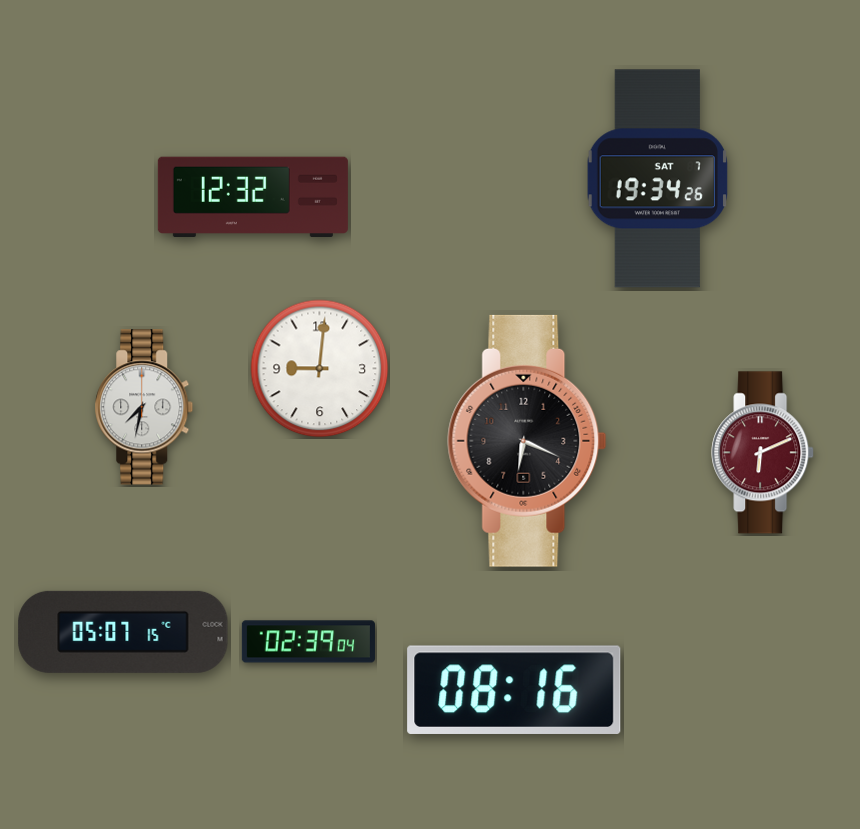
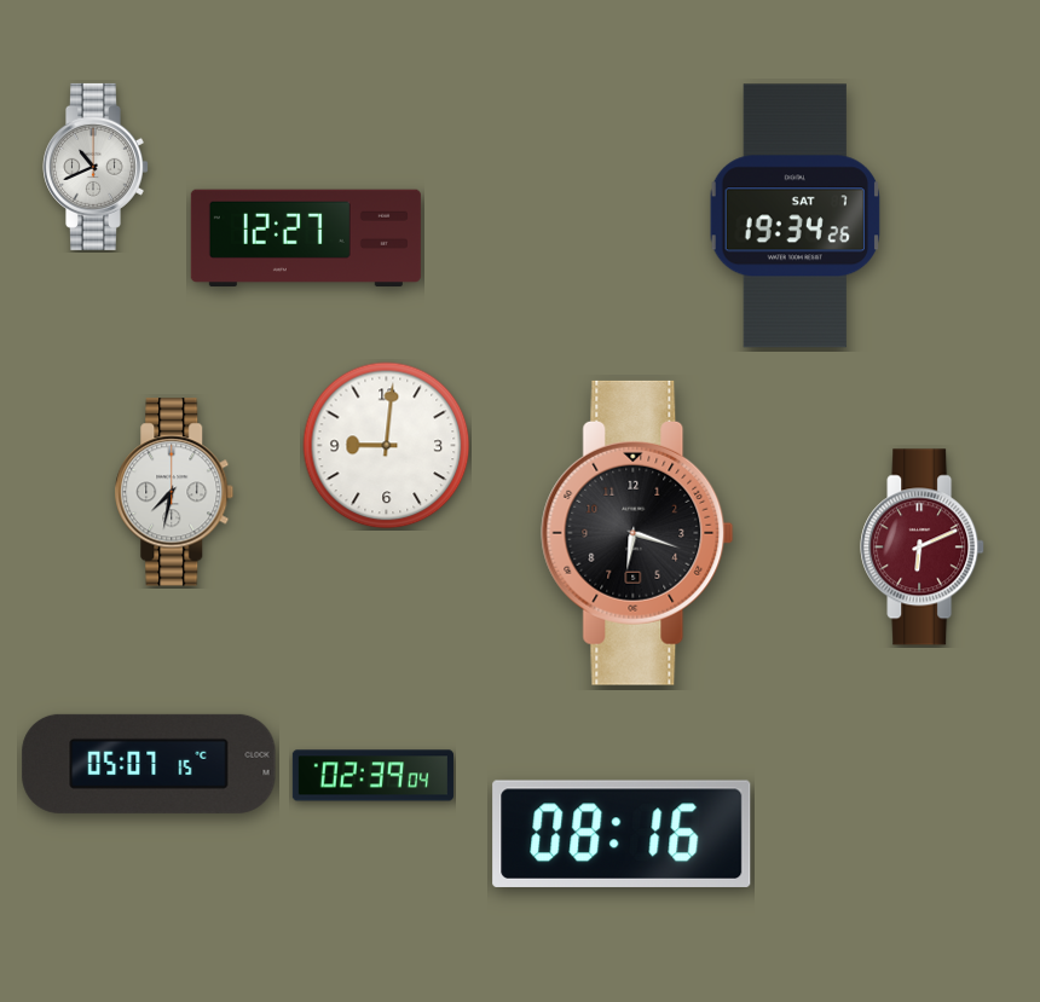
clock at (97, 167): none -> 10:41
clock at (253, 196): 12:32 -> 12:27
clock at (527, 441): 6:19 -> 6:18
